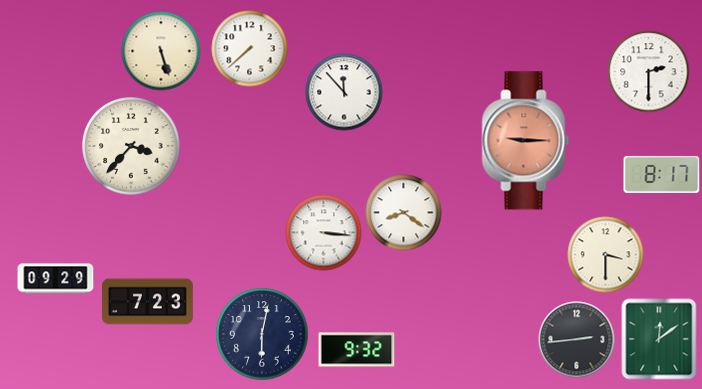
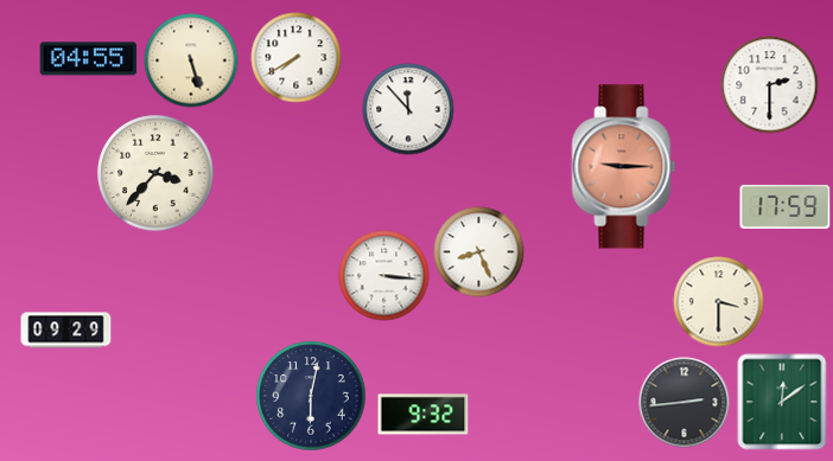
clock at (250, 49): 7:38 -> 7:40
clock at (89, 59): none -> 04:55
clock at (662, 174): 8:17 -> 17:59
clock at (404, 213): 8:21 -> 8:26
clock at (147, 302): 7:23 -> none
